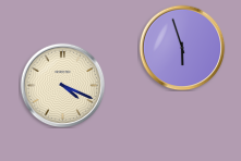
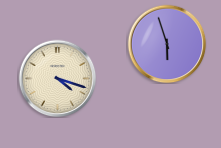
clock at (62, 85): 4:19 -> 4:18
